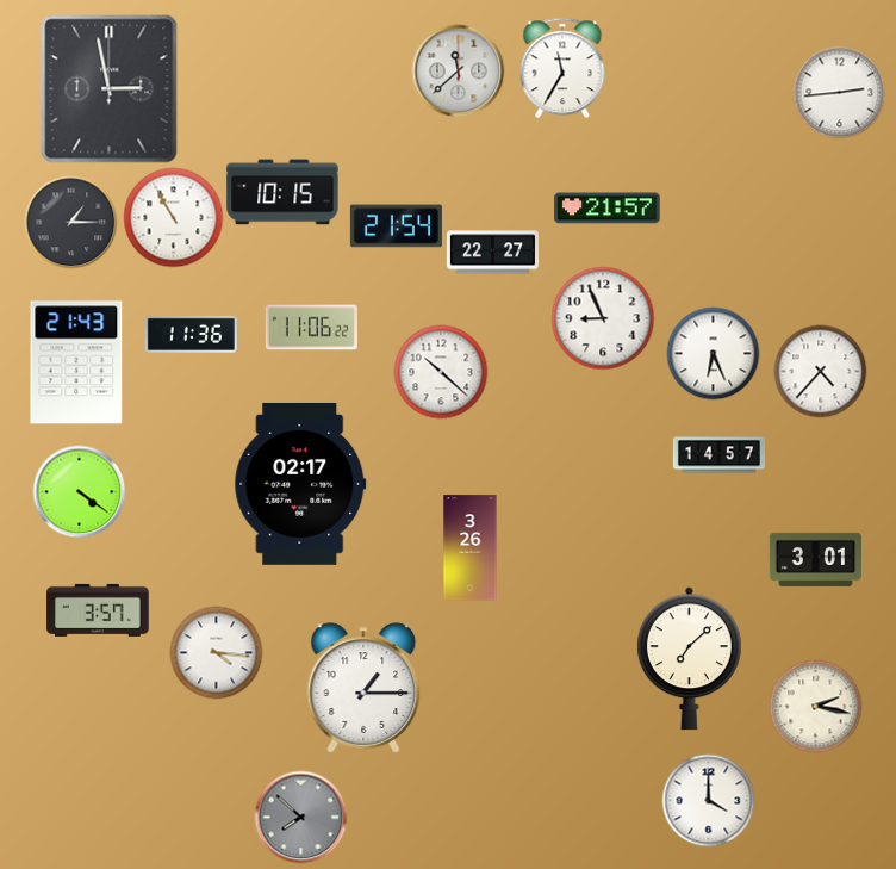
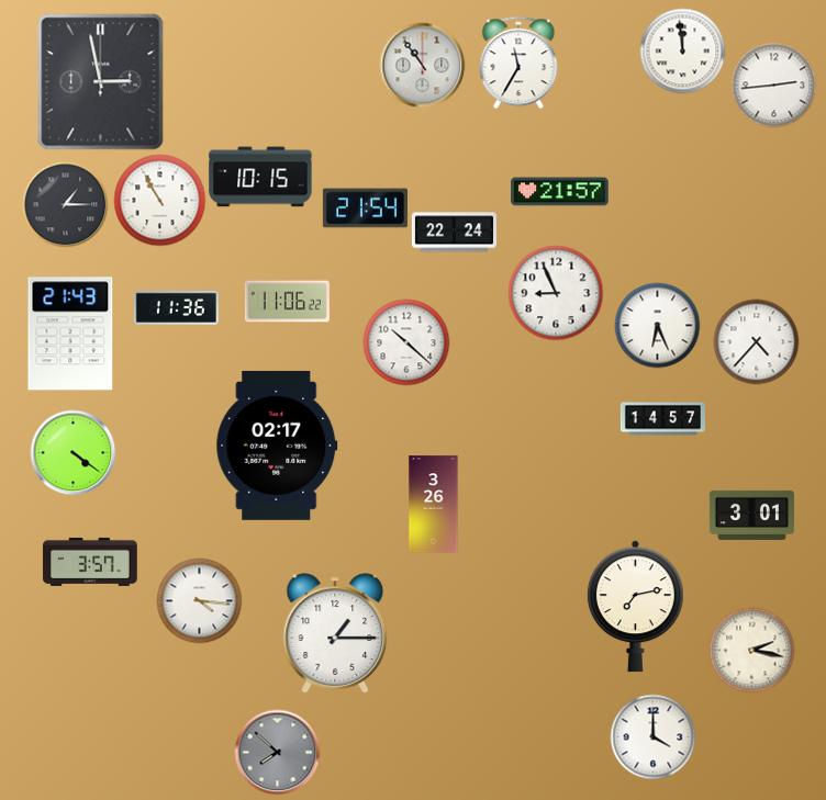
clock at (682, 50): none -> 11:59
clock at (458, 70): 11:38 -> 10:54
clock at (492, 253): 22:27 -> 22:24
clock at (689, 659): 7:08 -> 7:13
